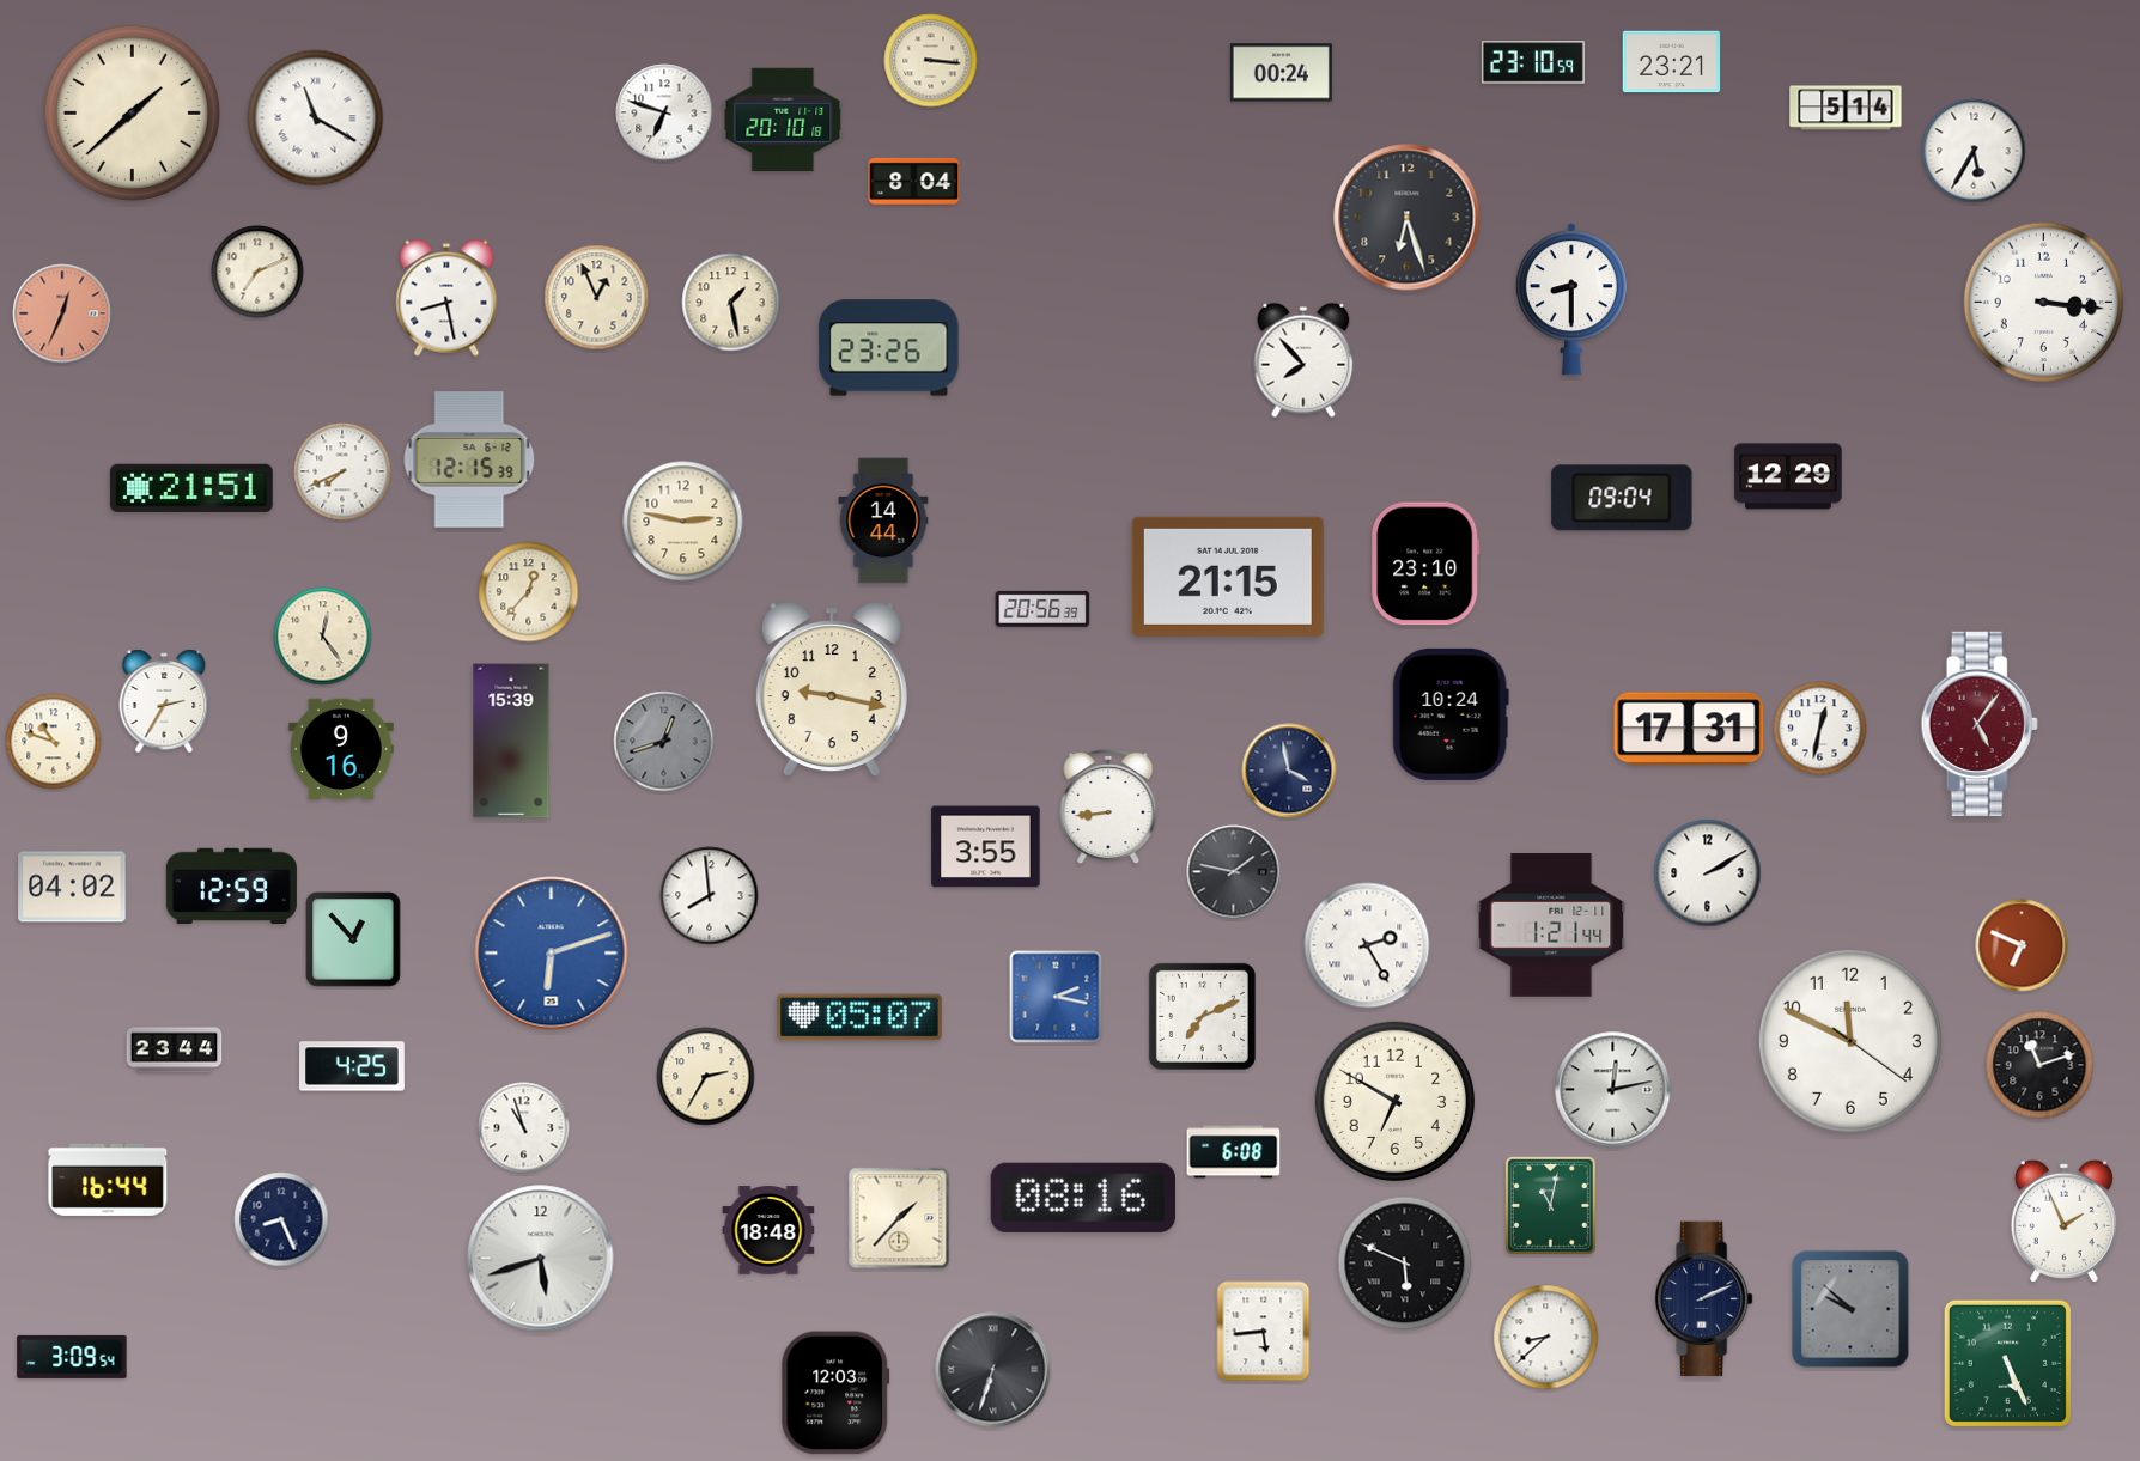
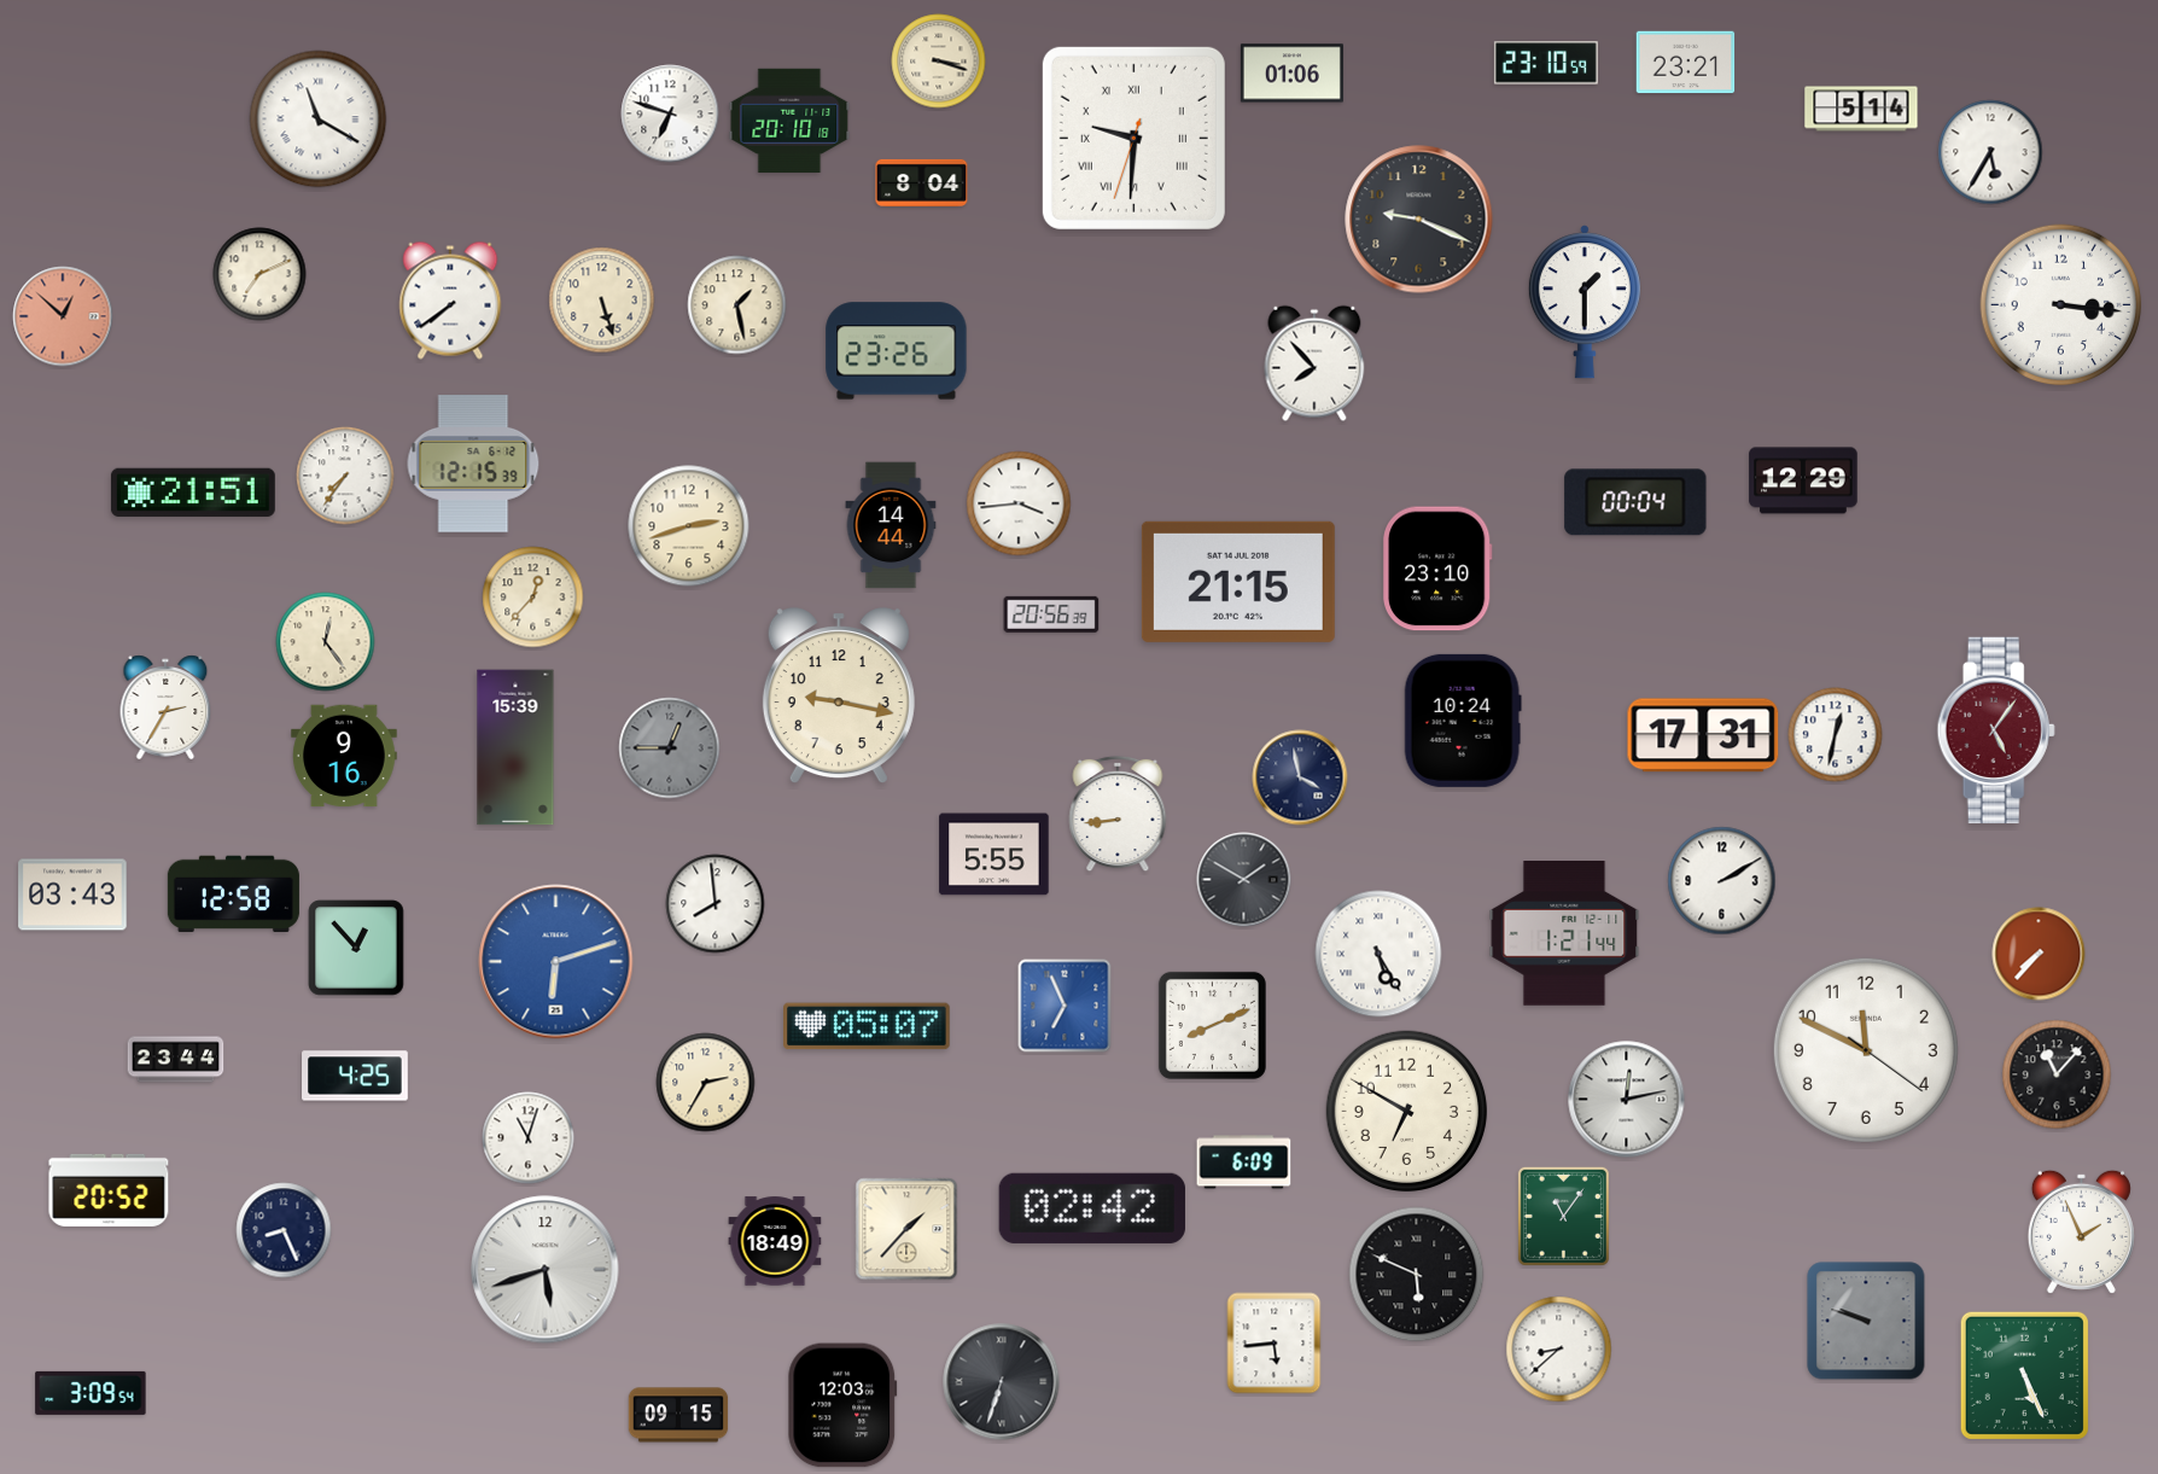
clock at (931, 61): 3:16 -> 3:18
clock at (1281, 73): 00:24 -> 01:06
clock at (132, 112): 1:38 -> none
clock at (1133, 138): none -> 9:30
clock at (1408, 218): 6:27 -> 9:19
clock at (446, 298): 8:28 -> 7:39
clock at (597, 298): 12:56 -> 5:27
clock at (1571, 299): 8:30 -> 1:30
clock at (62, 313): 12:34 -> 12:52
clock at (342, 471): 7:41 -> 7:36
clock at (1622, 498): 09:04 -> 00:04
clock at (1019, 503): none -> 3:44
clock at (683, 522): 2:47 -> 2:42
clock at (54, 742): 10:48 -> none
clock at (664, 742): 12:42 -> 12:45
clock at (986, 847): 3:55 -> 5:55
clock at (1234, 872): 1:47 -> 1:50
clock at (231, 885): 12:59 -> 12:58
clock at (72, 887): 04:02 -> 03:43
clock at (1367, 945): 2:25 -> 5:25
clock at (2022, 945): 6:49 -> 7:37
clock at (1056, 997): 2:17 -> 6:56
clock at (1202, 1016): 7:11 -> 8:11
clock at (2039, 1065): 11:12 -> 11:07
clock at (706, 1077) position: (706, 1077) -> (706, 1083)
clock at (524, 1128): 10:57 -> 11:03
clock at (1234, 1152): 6:08 -> 6:09
clock at (108, 1180): 16:44 -> 20:52
clock at (1083, 1198): 08:16 -> 02:42
clock at (1550, 1205): 11:02 -> 11:06
clock at (768, 1230): 18:48 -> 18:49
clock at (1703, 1299): 2:11 -> none
clock at (1850, 1309): 9:52 -> 9:48
clock at (72, 1357) position: (72, 1357) -> (91, 1393)
clock at (678, 1415): none -> 09:15
